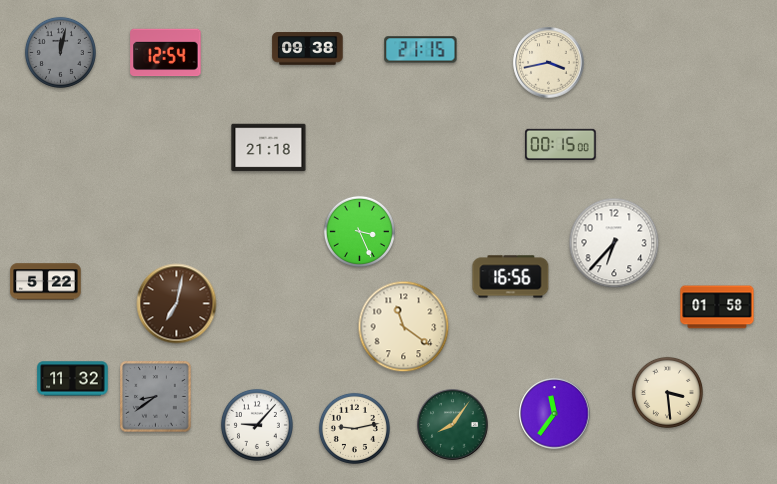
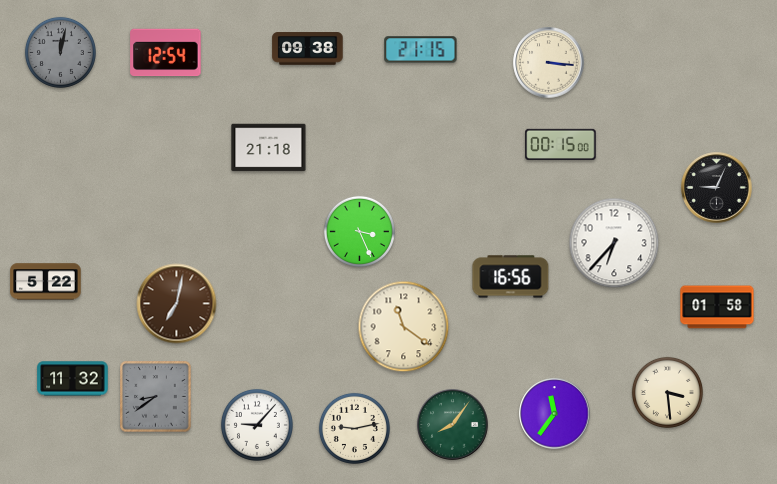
clock at (549, 63): 3:43 -> 3:16
clock at (717, 188): none -> 9:04
